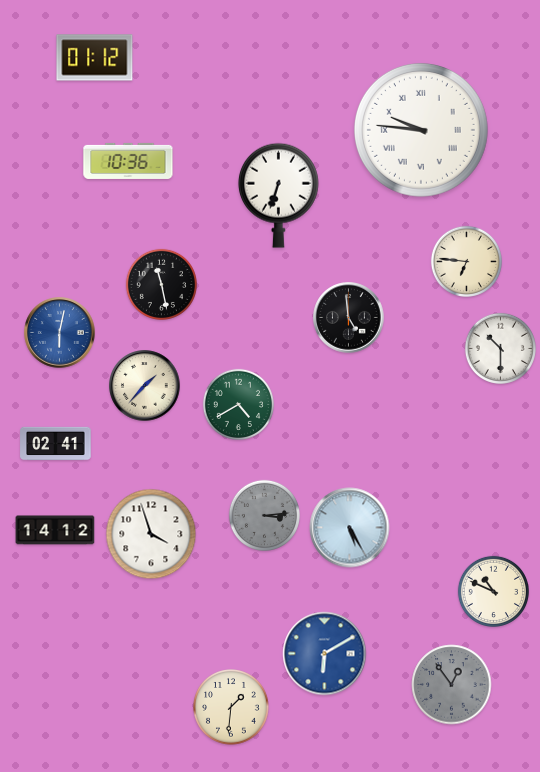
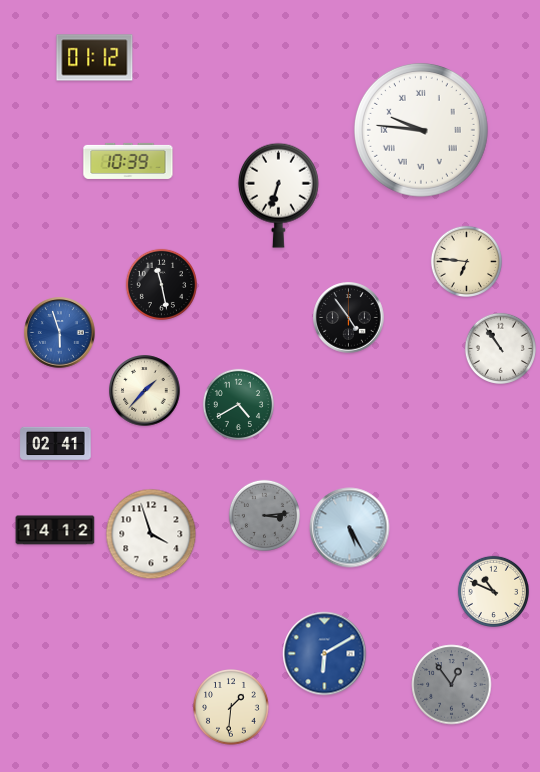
clock at (128, 161): 10:36 -> 10:39
clock at (349, 318): 4:59 -> 4:54
clock at (60, 333): 6:02 -> 5:57
clock at (500, 348): 10:30 -> 10:54
clock at (145, 386) position: (145, 386) -> (145, 391)
